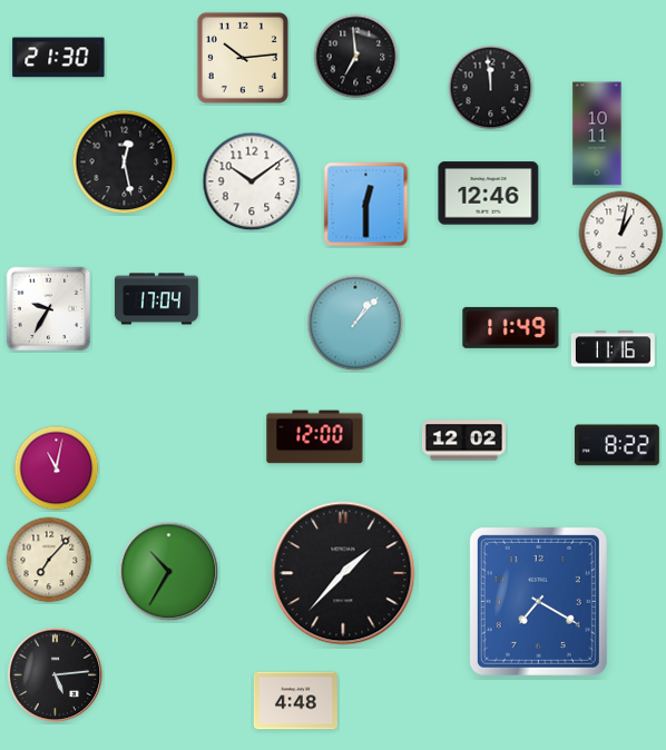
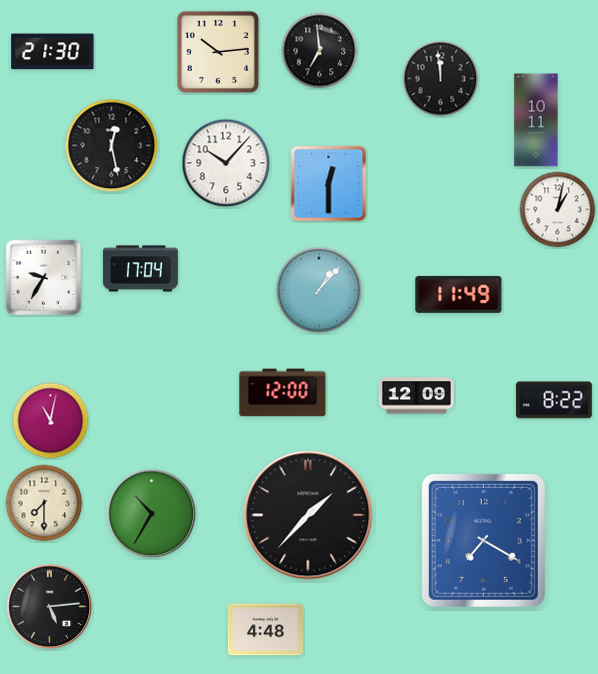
clock at (252, 181): 10:09 -> 10:07
clock at (489, 194): 12:46 -> none
clock at (613, 349): 11:16 -> none
clock at (463, 441): 12:02 -> 12:09
clock at (49, 560): 7:07 -> 7:30
